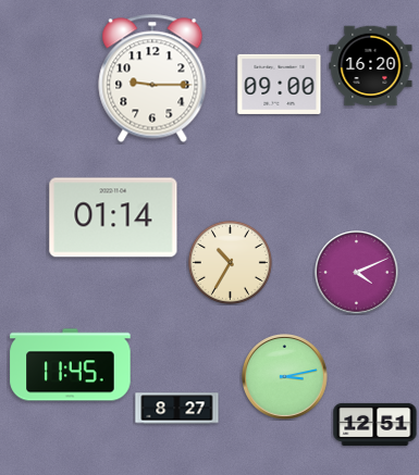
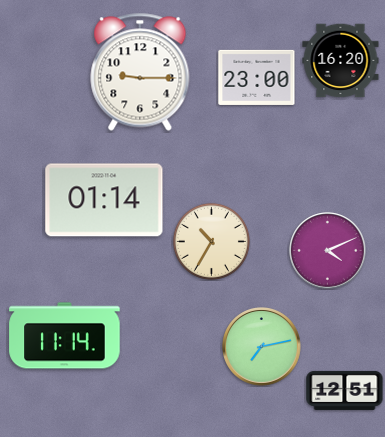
clock at (280, 84): 09:00 -> 23:00
clock at (71, 365): 11:45 -> 11:14
clock at (285, 377): 3:13 -> 7:13
clock at (177, 409): 8:27 -> none
